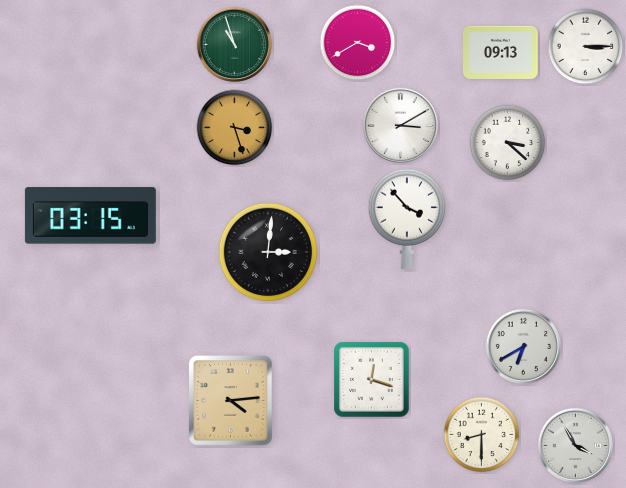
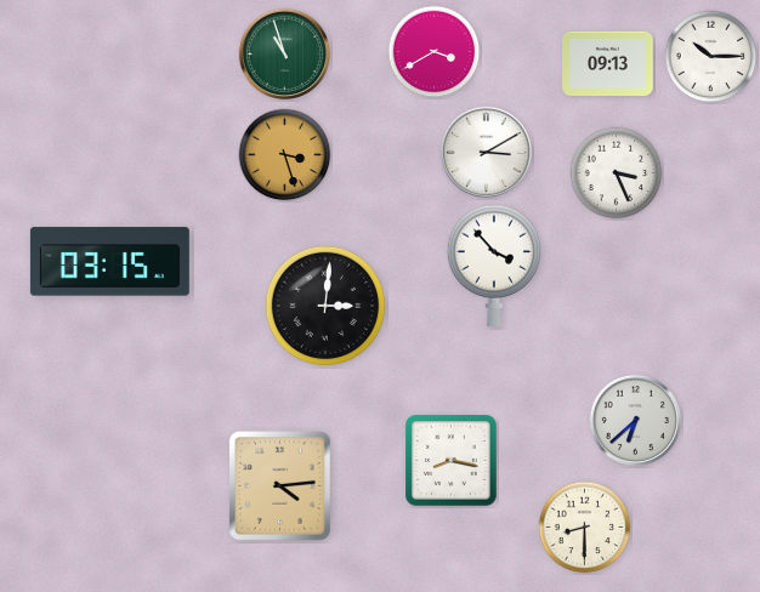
clock at (586, 47): 3:15 -> 10:15
clock at (508, 143): 3:22 -> 3:26
clock at (523, 346): 6:40 -> 6:38
clock at (372, 380): 12:18 -> 8:17
clock at (575, 445): 3:55 -> none
